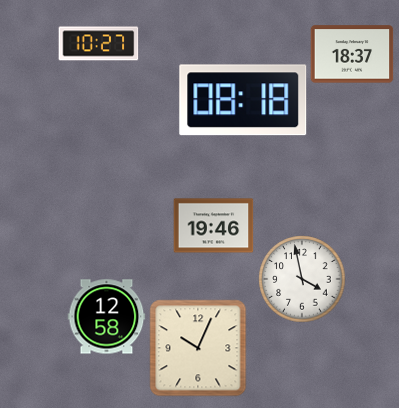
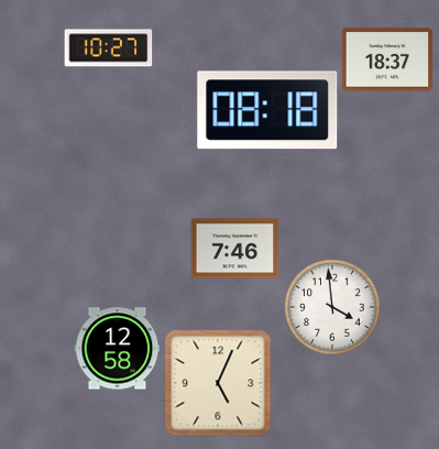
clock at (213, 226): 19:46 -> 7:46
clock at (302, 279): 3:58 -> 3:59
clock at (198, 348): 10:04 -> 5:04
